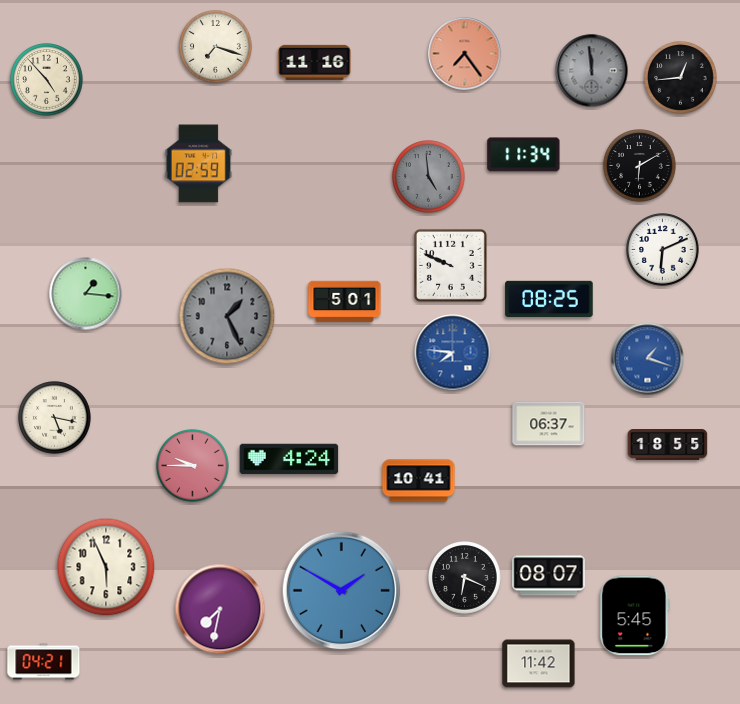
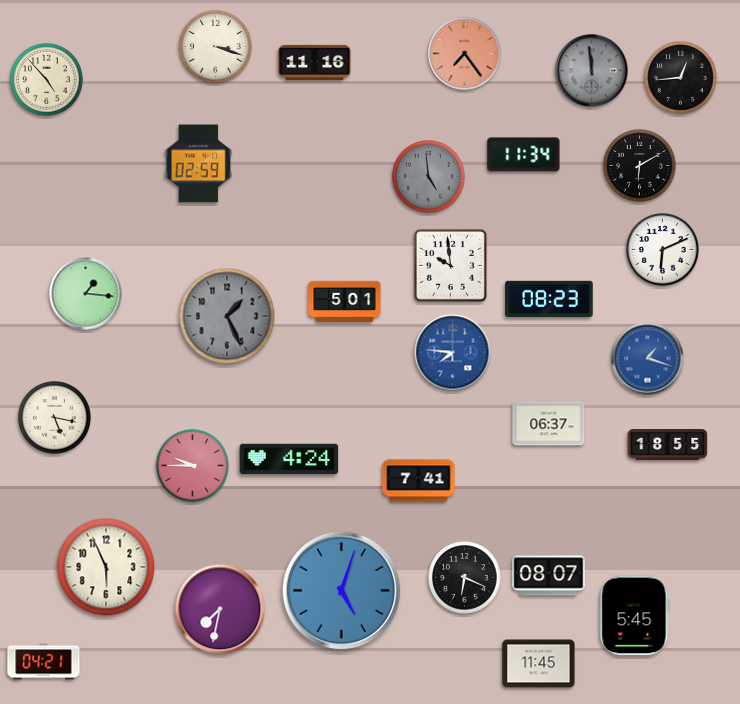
clock at (216, 47): 7:18 -> 3:18
clock at (450, 265): 9:49 -> 9:59
clock at (549, 298): 08:25 -> 08:23
clock at (419, 481): 10:41 -> 7:41
clock at (342, 591): 1:50 -> 5:03
clock at (539, 664): 11:42 -> 11:45
